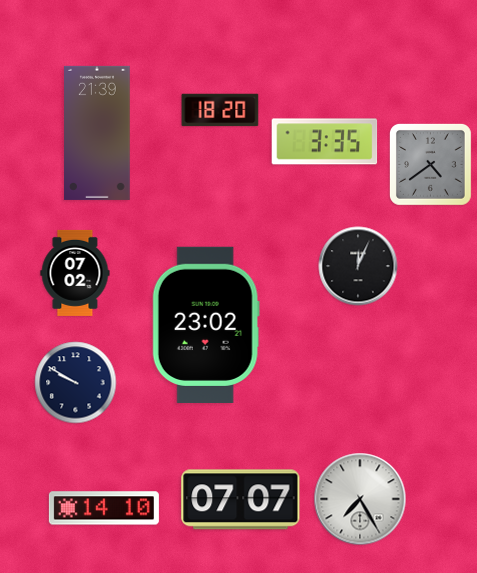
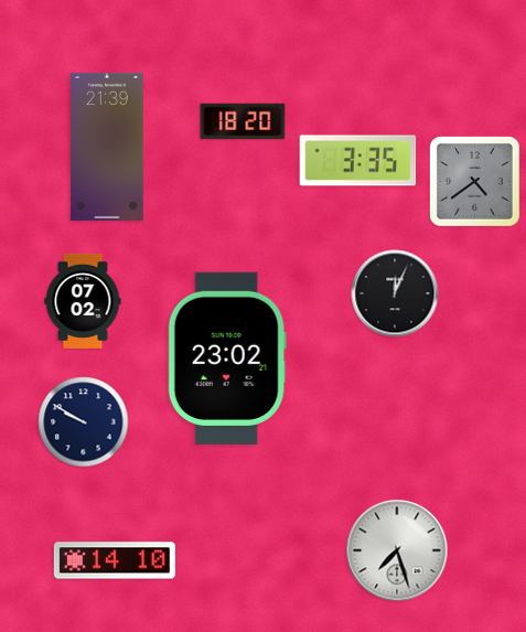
clock at (325, 142) position: (325, 142) -> (358, 161)
clock at (360, 499): 7:25 -> 7:27
clock at (241, 500): 07:07 -> none
